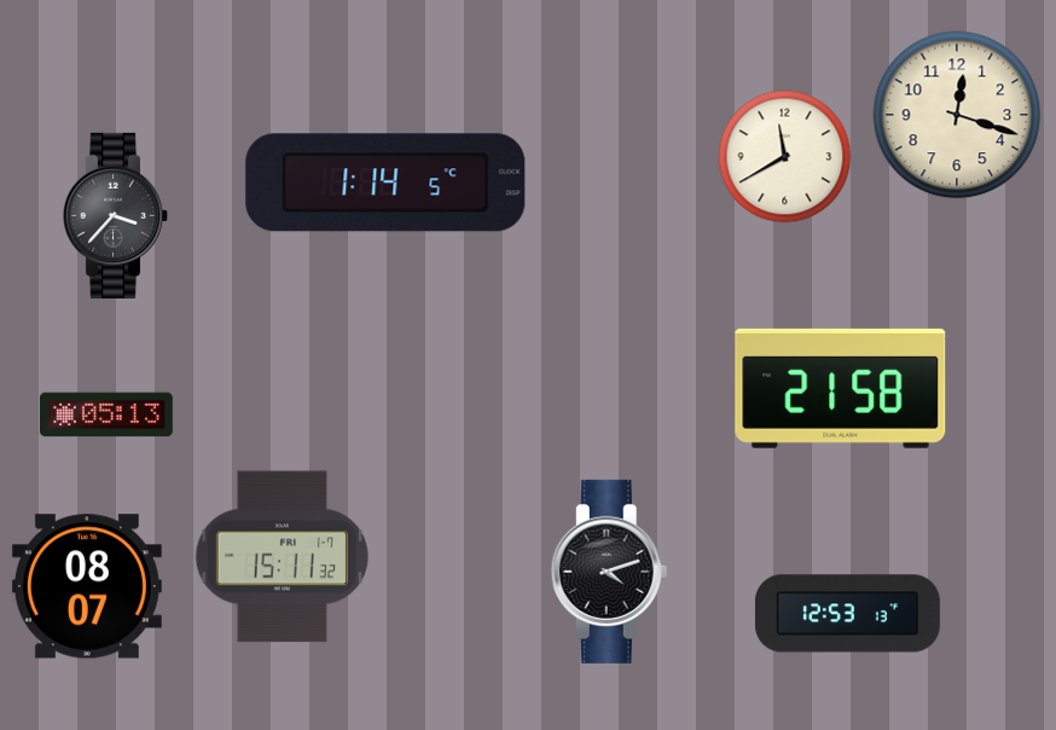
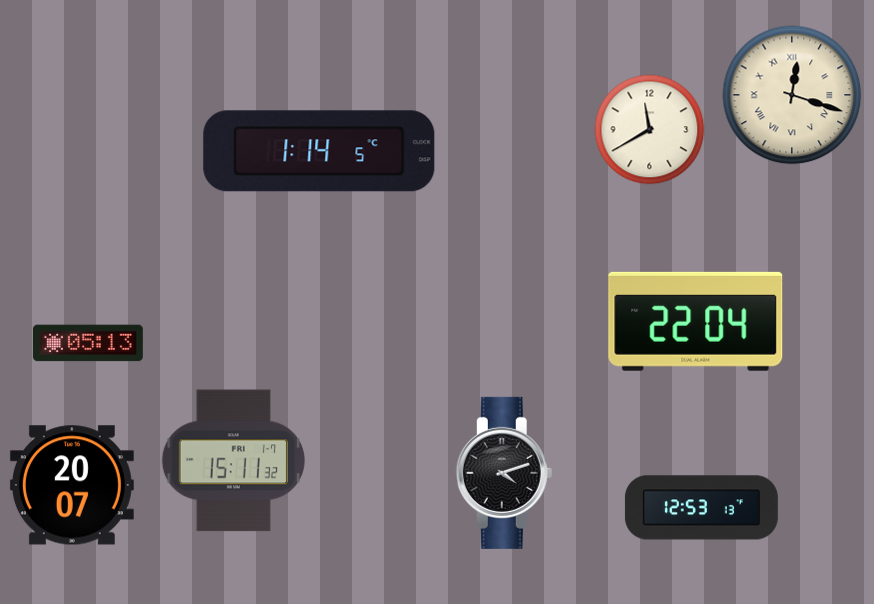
clock at (957, 115) numerals: Arabic -> Roman
clock at (115, 215): 3:37 -> none
clock at (841, 388): 21:58 -> 22:04
clock at (87, 586): 08:07 -> 20:07
